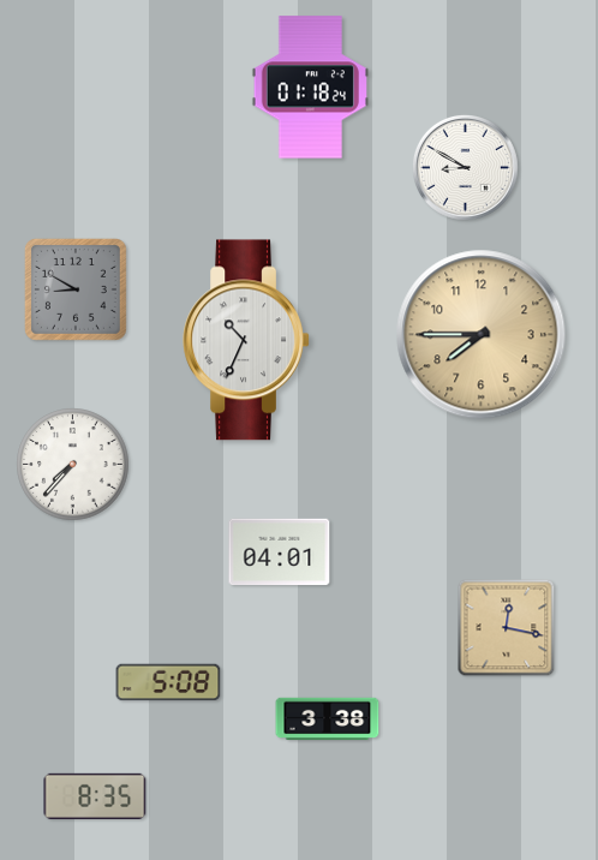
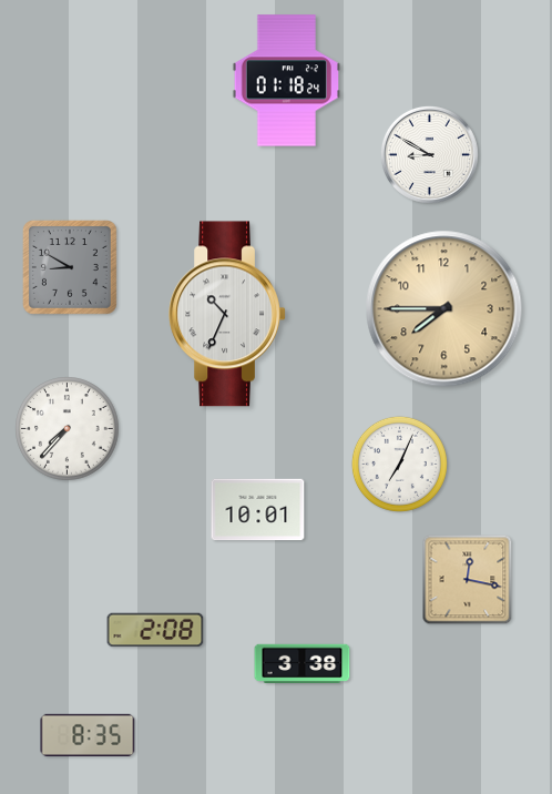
clock at (399, 464): none -> 7:04
clock at (280, 553): 04:01 -> 10:01
clock at (168, 682): 5:08 -> 2:08
